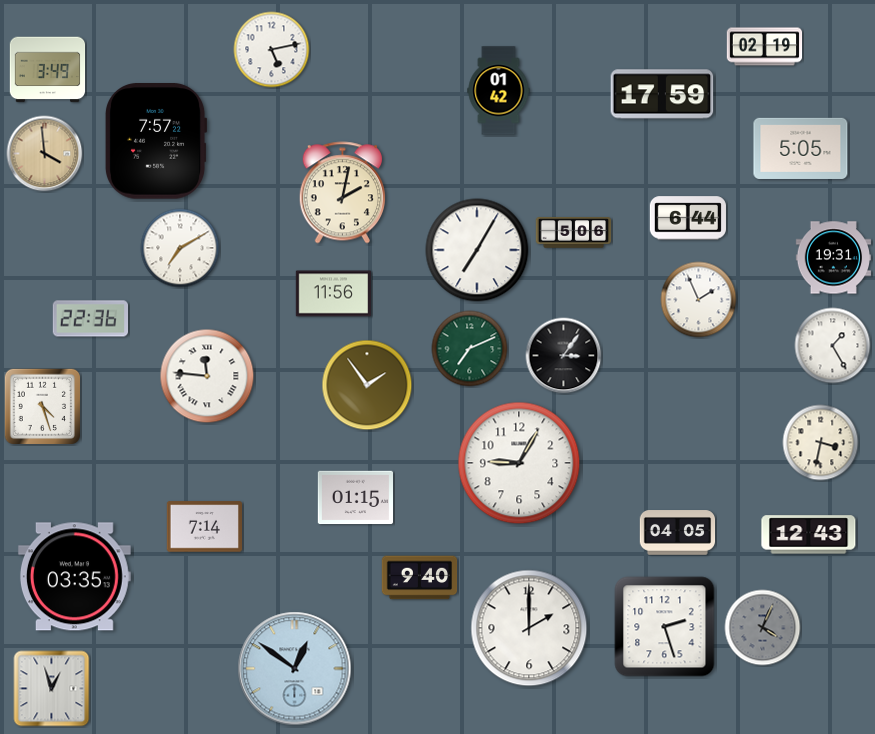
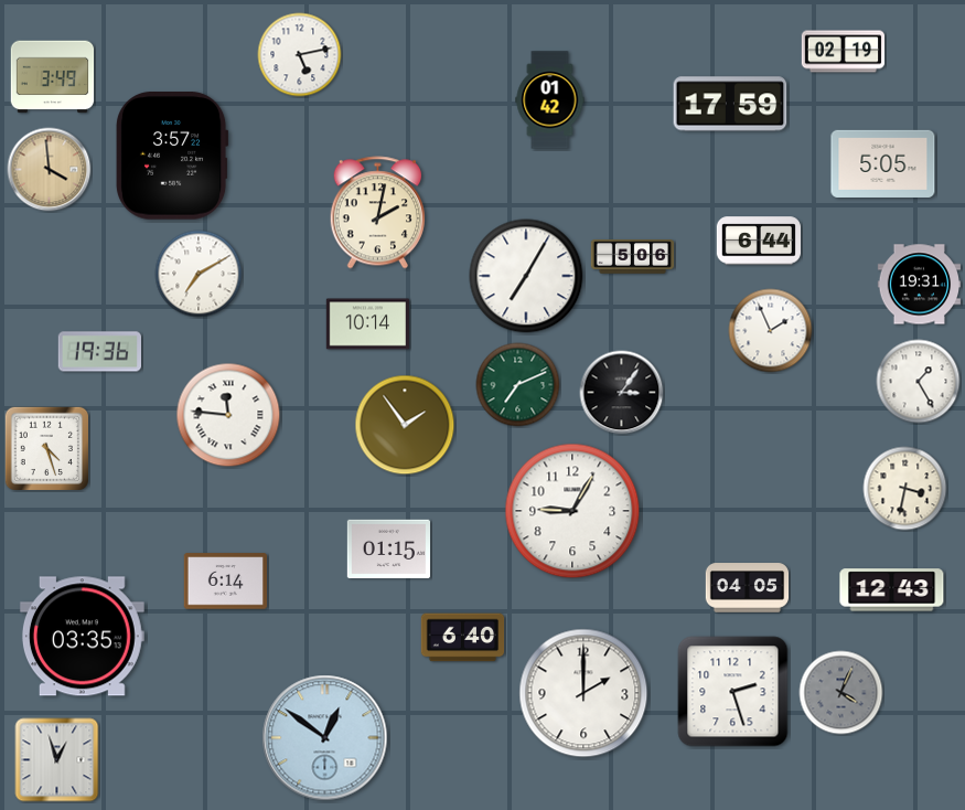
clock at (156, 141): 7:57 -> 3:57
clock at (334, 294): 11:56 -> 10:14
clock at (90, 319): 22:36 -> 19:36
clock at (356, 498) position: (356, 498) -> (389, 550)
clock at (205, 527): 7:14 -> 6:14
clock at (420, 578): 9:40 -> 6:40
